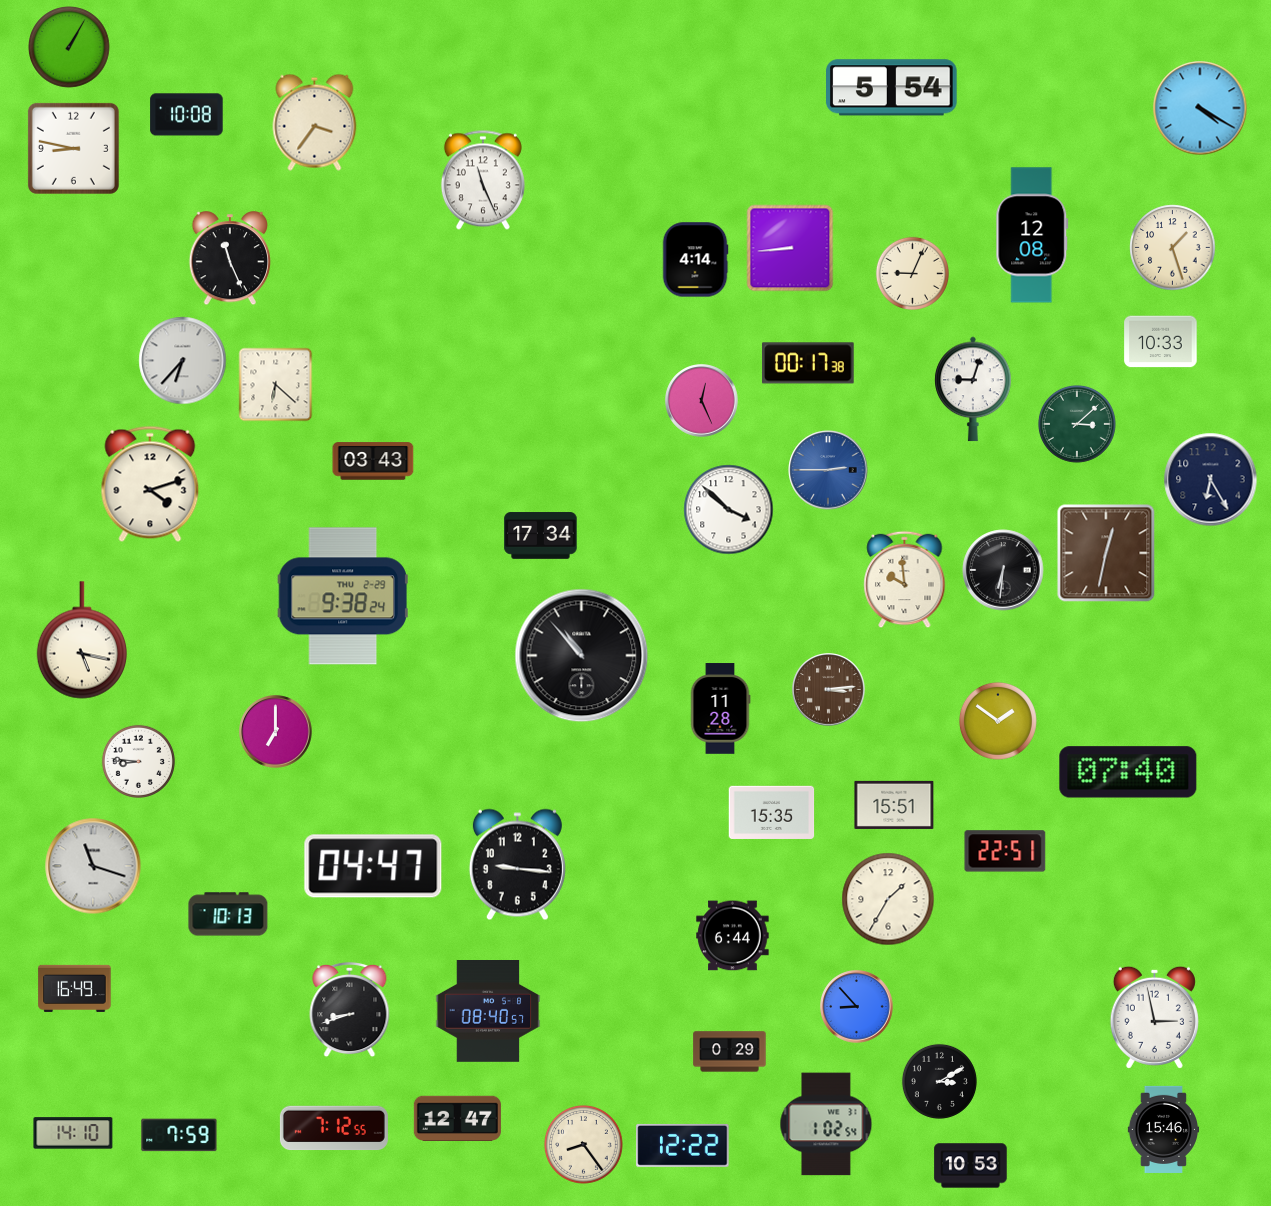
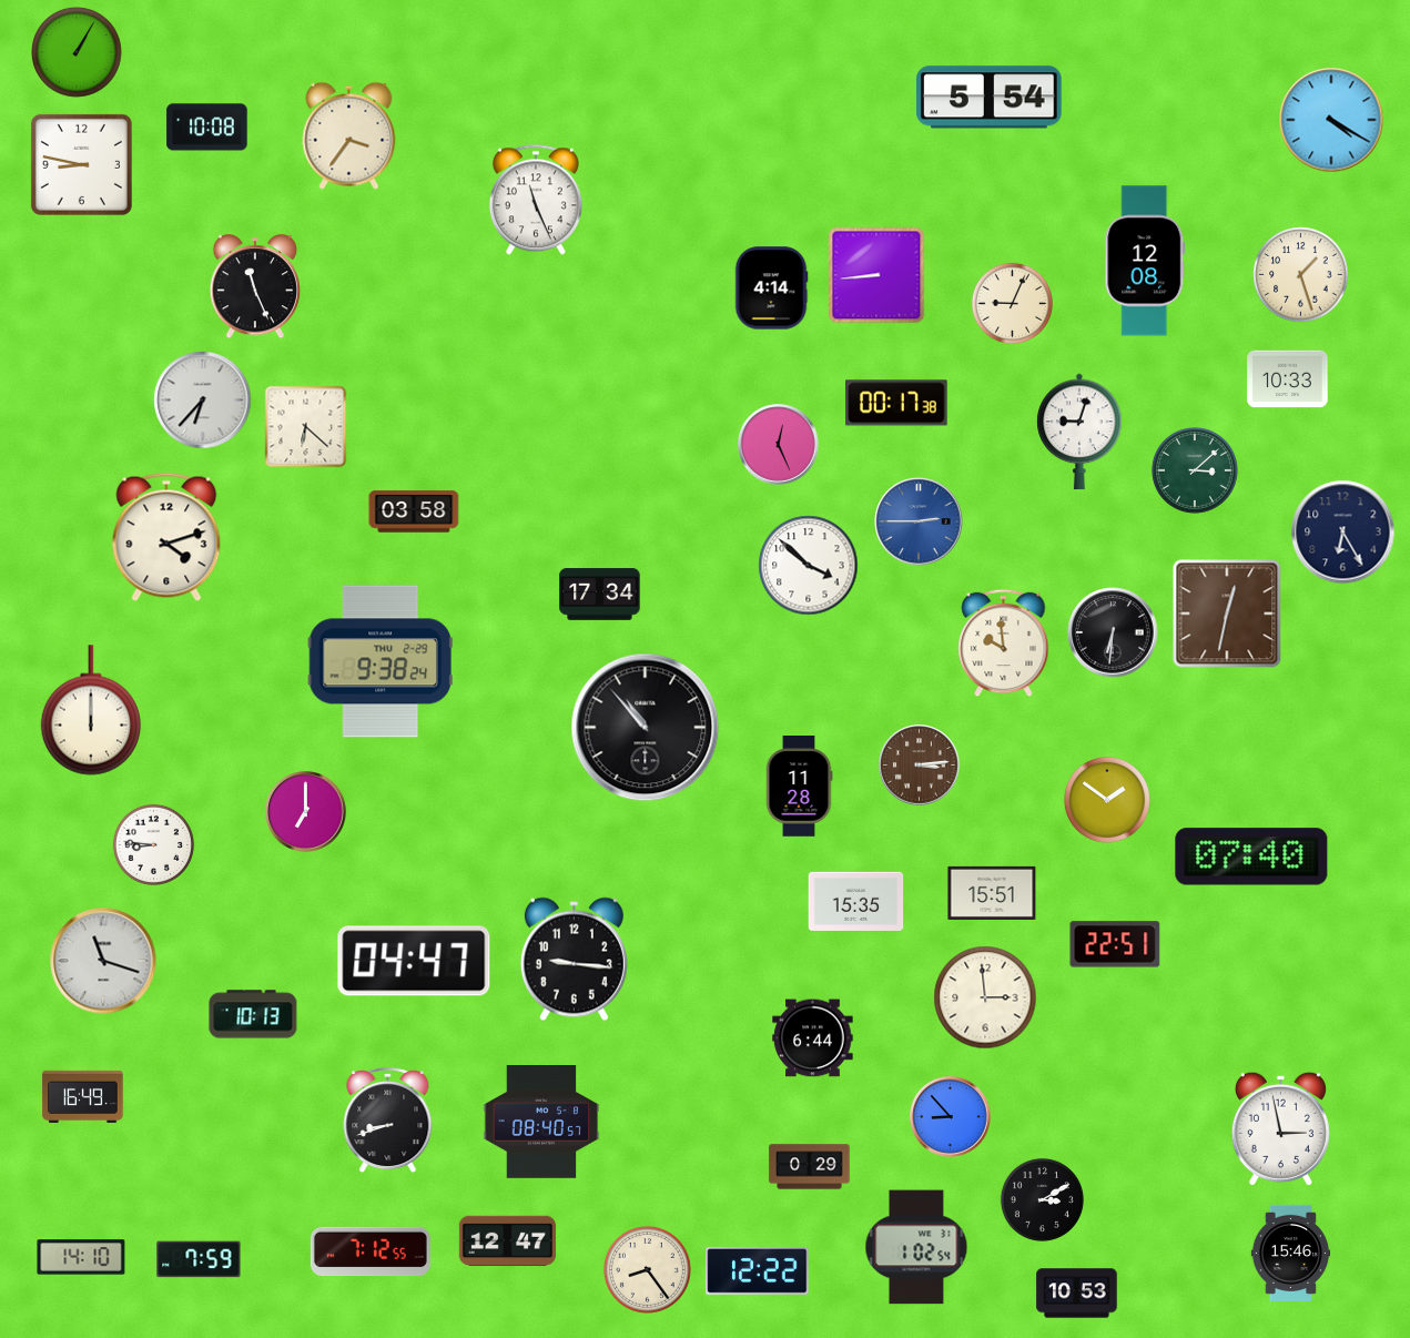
clock at (373, 461): 03:43 -> 03:58
clock at (81, 640): 5:17 -> 12:00
clock at (888, 899): 1:35 -> 2:59
